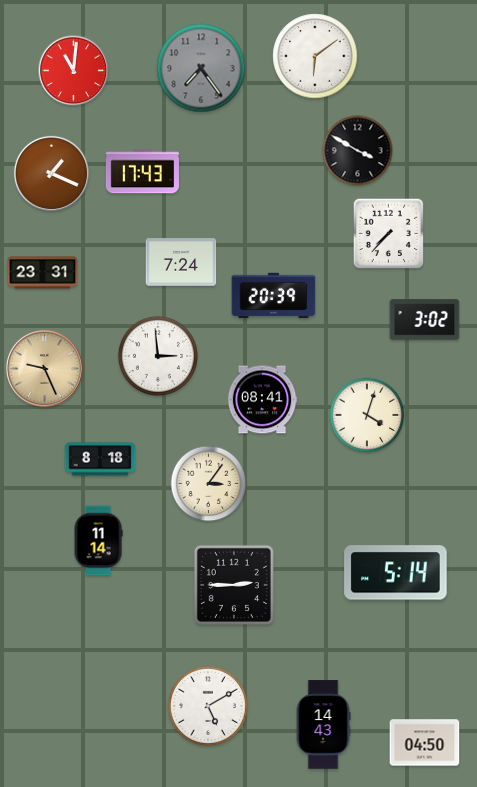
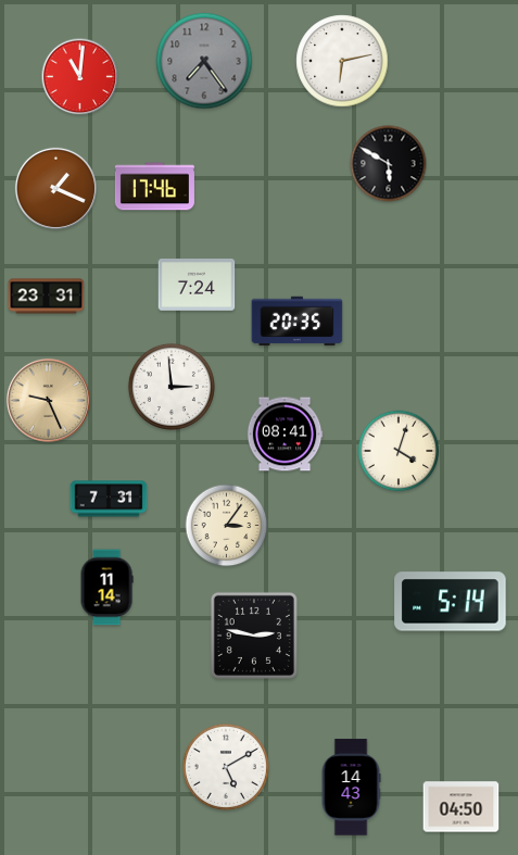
clock at (315, 56): 6:09 -> 6:13
clock at (201, 68) position: (201, 68) -> (204, 61)
clock at (358, 151): 3:50 -> 5:50
clock at (142, 172): 17:43 -> 17:46
clock at (388, 233): 7:37 -> none
clock at (274, 296): 20:39 -> 20:35
clock at (425, 320): 3:02 -> none
clock at (100, 459): 8:18 -> 7:31
clock at (396, 573) position: (396, 573) -> (451, 602)
clock at (234, 585): 2:45 -> 2:47
